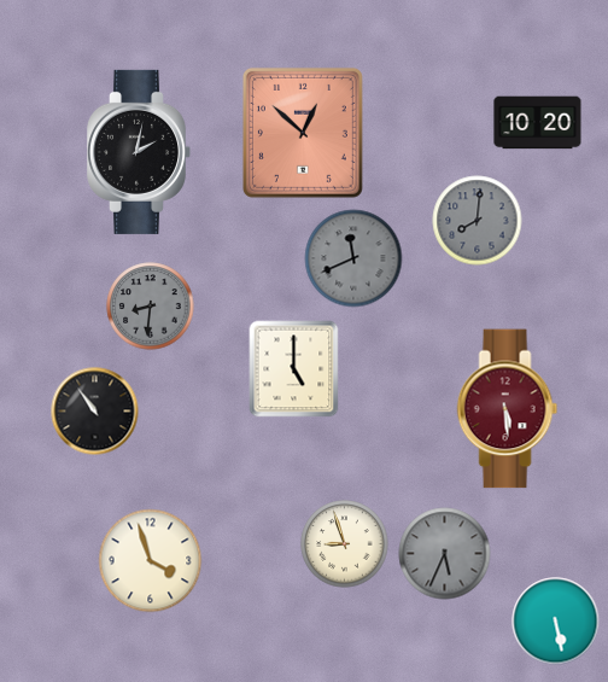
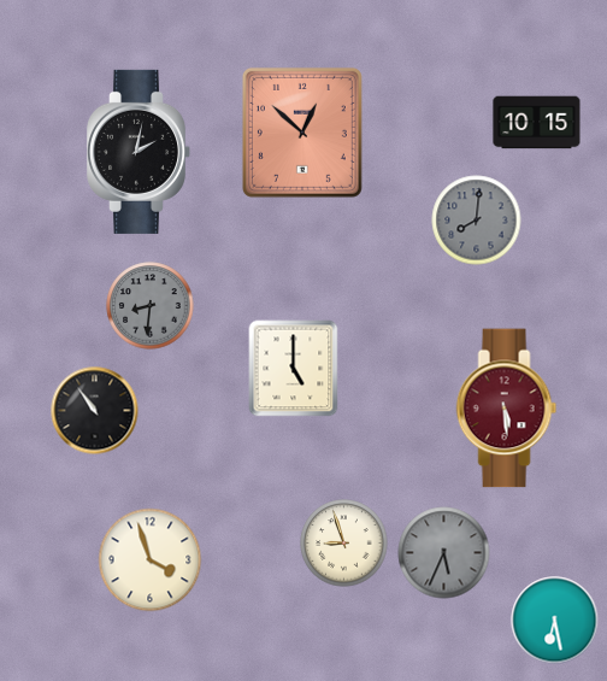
clock at (538, 123): 10:20 -> 10:15
clock at (353, 258): 11:41 -> none
clock at (556, 622): 5:28 -> 6:28
